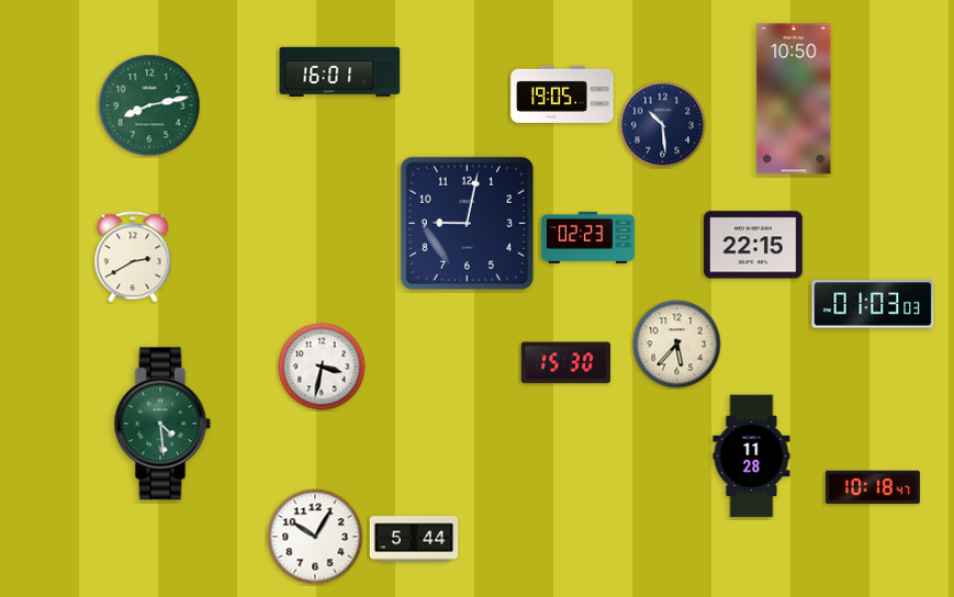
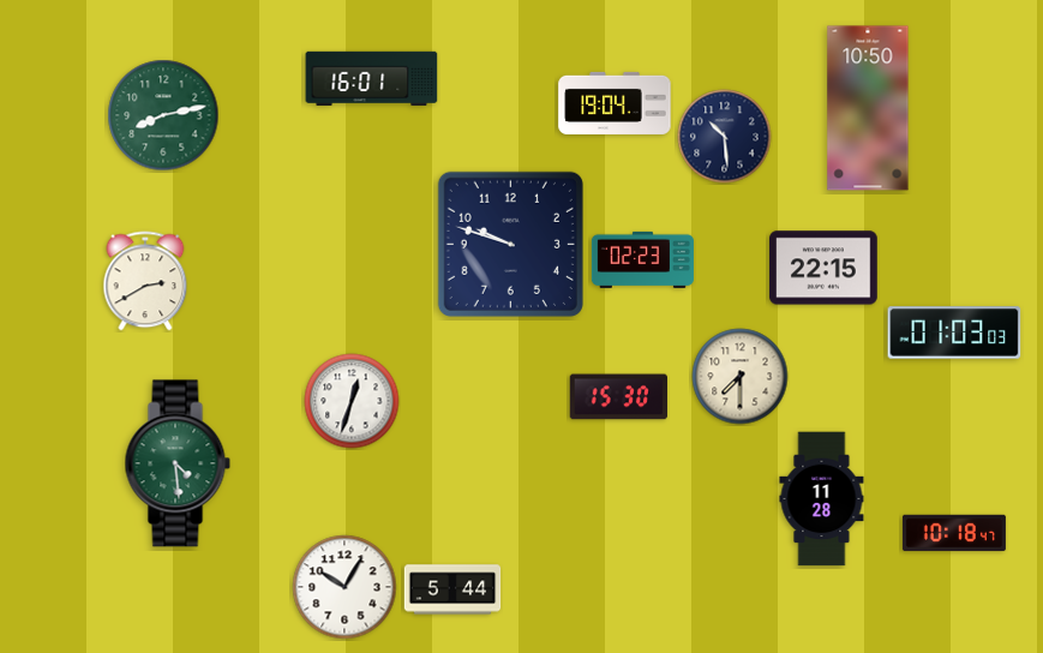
clock at (562, 94): 19:05 -> 19:04
clock at (467, 223): 9:02 -> 9:48
clock at (677, 345): 5:37 -> 7:30
clock at (322, 367): 3:32 -> 12:33
